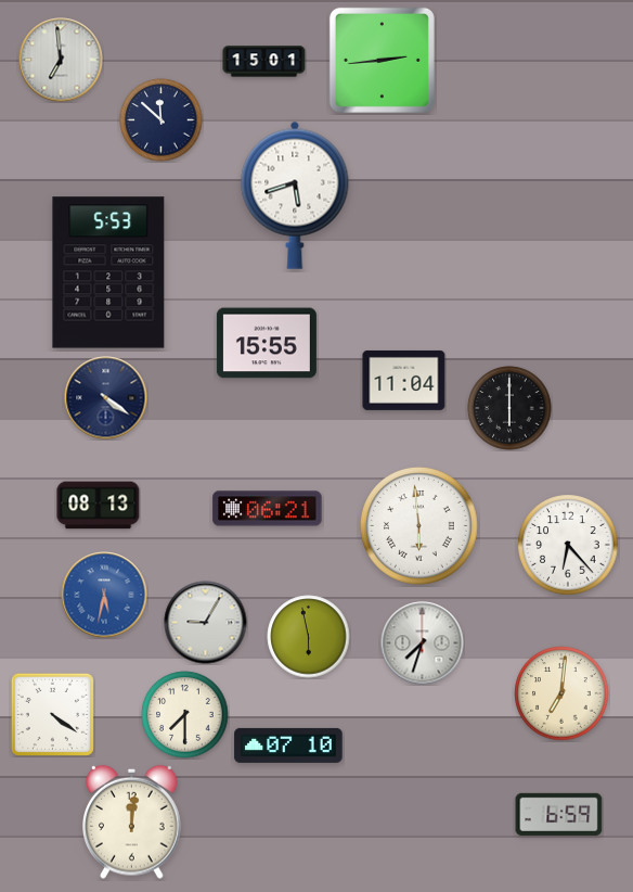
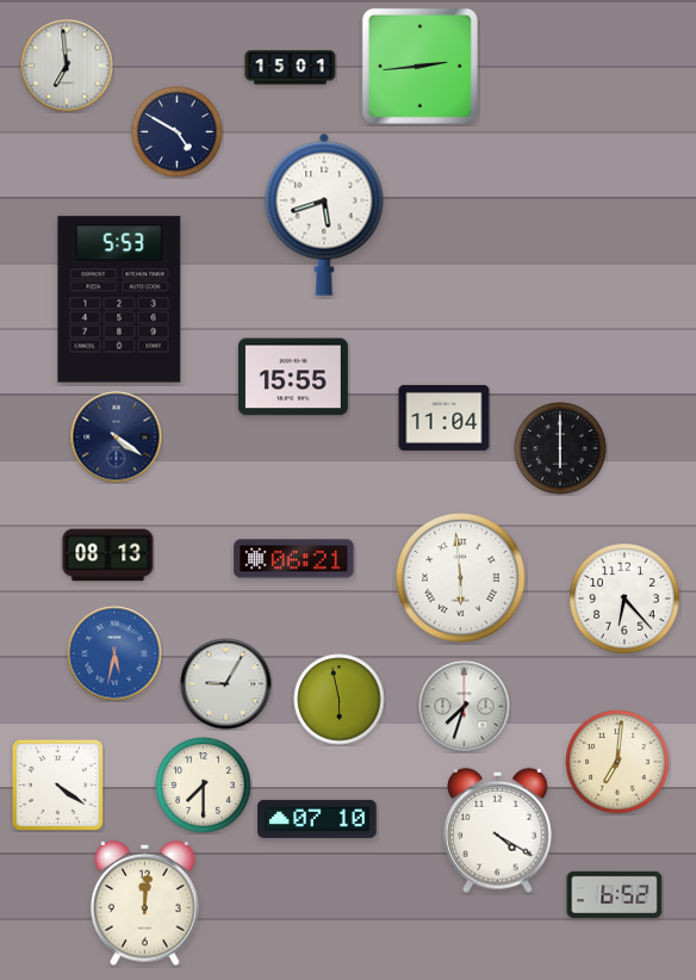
clock at (162, 120): 11:52 -> 4:50
clock at (498, 830): none -> 4:20
clock at (559, 814): 6:59 -> 6:52
